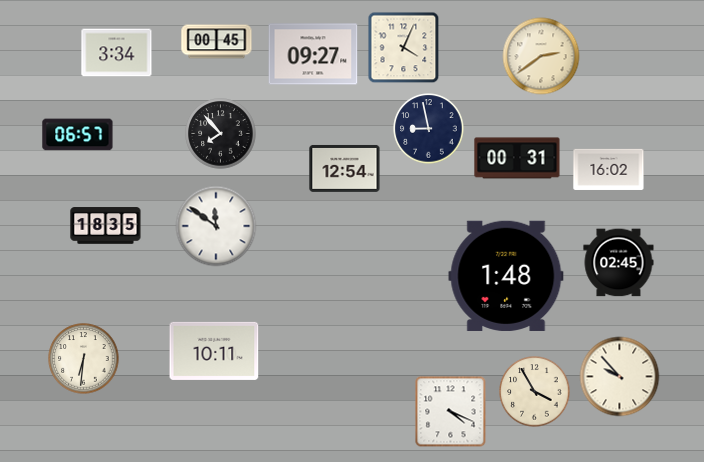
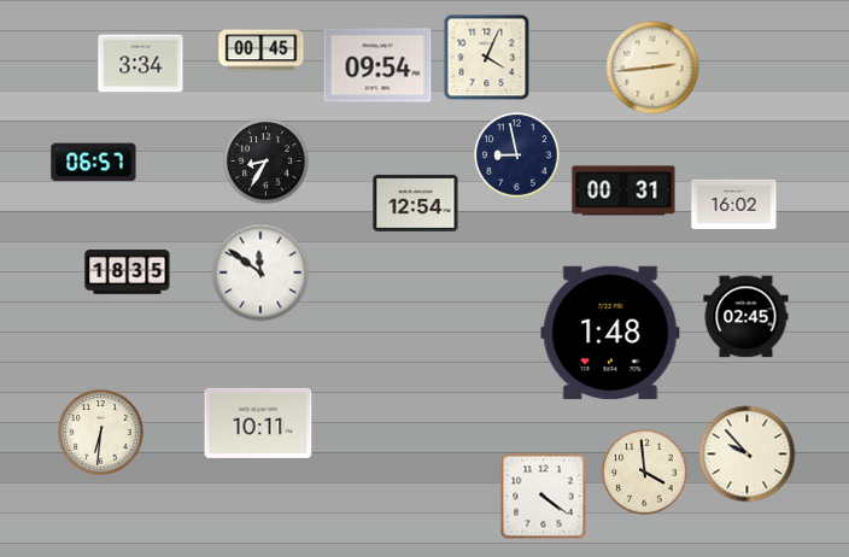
clock at (313, 54): 09:27 -> 09:54
clock at (541, 56): 2:39 -> 2:44
clock at (221, 134): 7:53 -> 8:35
clock at (535, 392): 3:55 -> 3:59
clock at (451, 412): 4:19 -> 4:21
